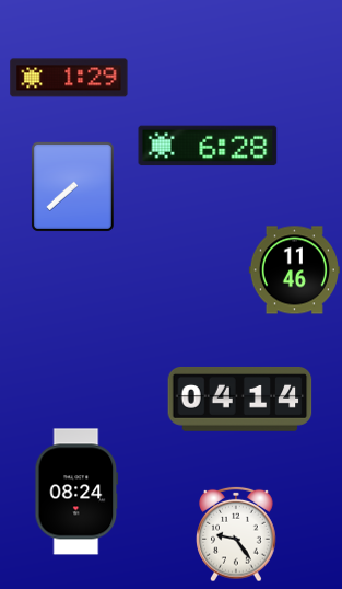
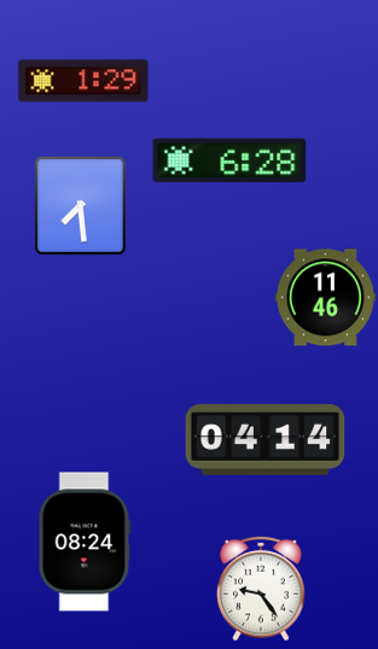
clock at (69, 78) position: (69, 78) -> (83, 81)
clock at (72, 186): 7:38 -> 7:29
